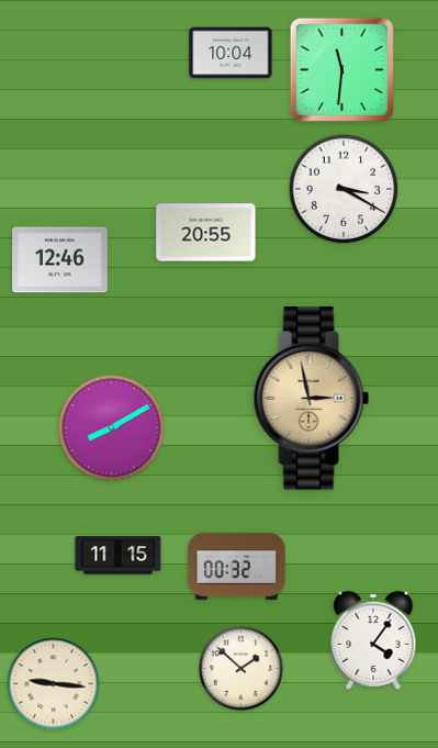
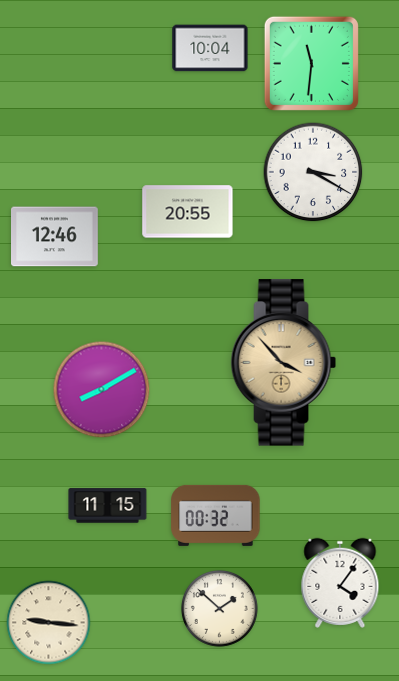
clock at (312, 399): 2:58 -> 3:53
